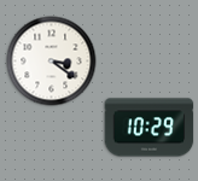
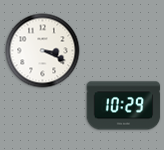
clock at (52, 62): 3:21 -> 3:19
